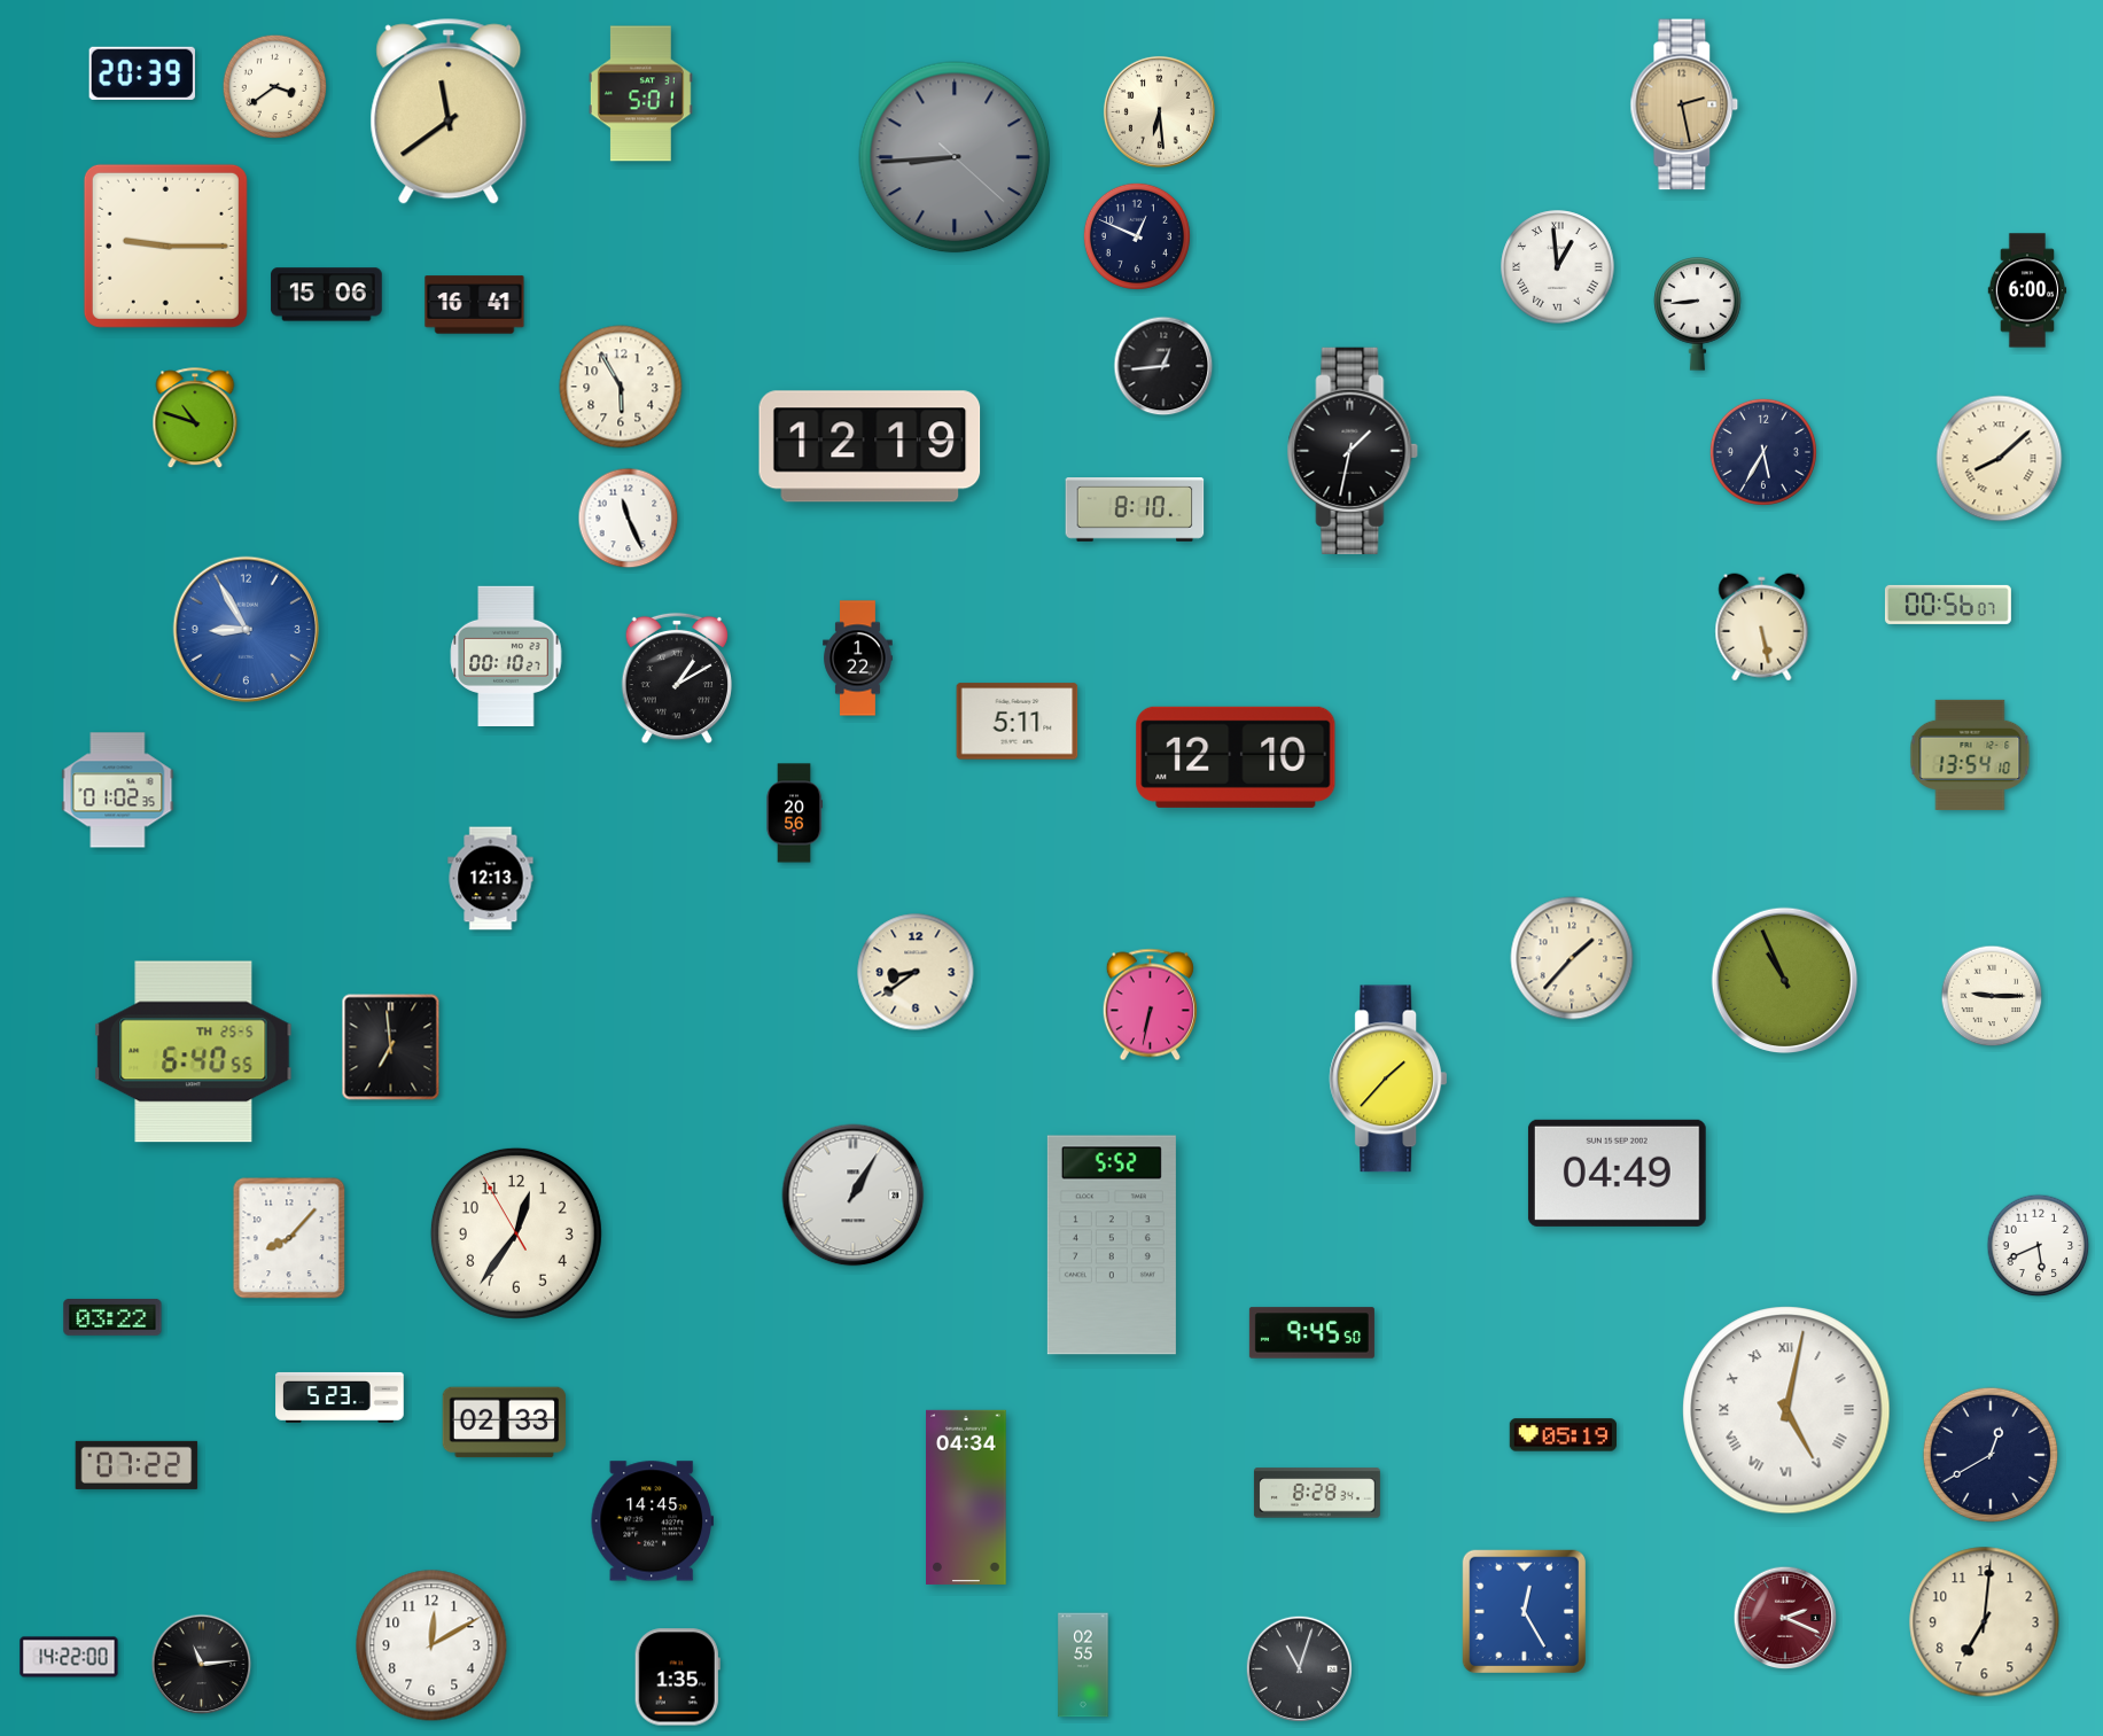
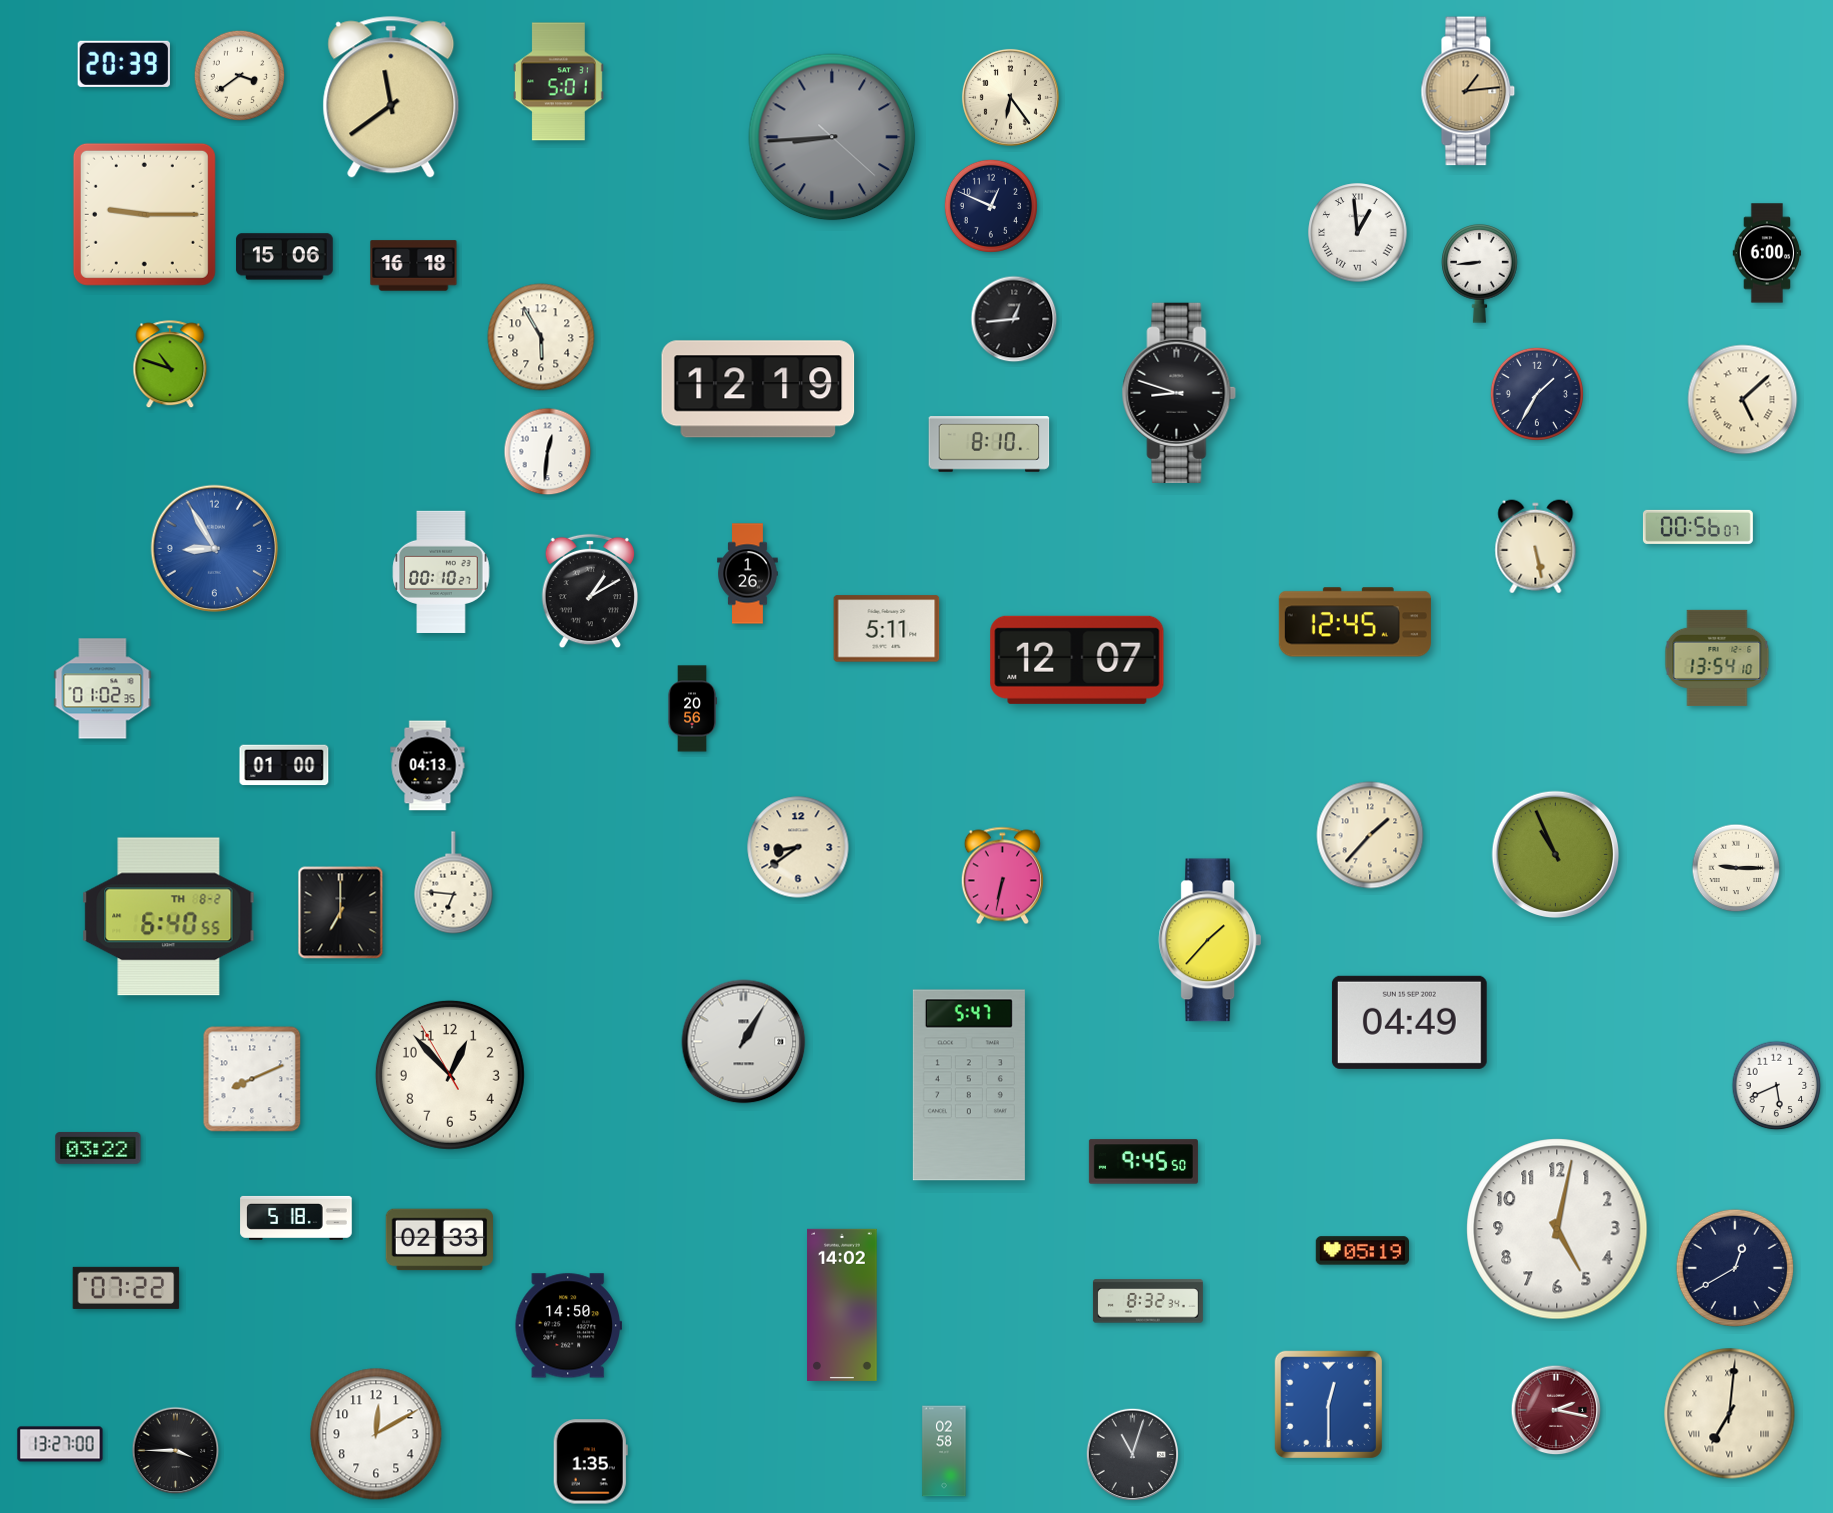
clock at (1684, 104): 2:28 -> 1:14
clock at (1159, 111): 6:29 -> 6:24
clock at (475, 305): 16:41 -> 16:18
clock at (1353, 451): 1:32 -> 8:48
clock at (1763, 452): 5:35 -> 1:35
clock at (2000, 459): 8:08 -> 5:08
clock at (629, 519): 11:26 -> 12:31
clock at (858, 659): 1:22 -> 1:26
clock at (1355, 622): none -> 12:45
clock at (1236, 757): 12:10 -> 12:07
clock at (284, 765): none -> 01:00
clock at (491, 879): 12:13 -> 04:13
clock at (454, 883): none -> 6:46
clock at (391, 1048): 6:59 -> 7:00
clock at (194, 1052) date: TH 25-5 -> TH 8-2
clock at (516, 1233): 12:35 -> 12:52
clock at (289, 1238): 8:07 -> 8:11
clock at (1112, 1245): 5:52 -> 5:47
clock at (340, 1398): 5:23 -> 5:18
clock at (1786, 1410) numerals: Roman -> Arabic
clock at (137, 1465) position: (137, 1465) -> (126, 1288)
clock at (1317, 1493): 8:28 -> 8:32
clock at (966, 1497): 04:34 -> 14:02
clock at (652, 1521): 14:45 -> 14:50
clock at (1524, 1611): 12:25 -> 12:30
clock at (1785, 1618): 2:19 -> 2:17
clock at (1985, 1622) numerals: Arabic -> Roman
clock at (69, 1657): 14:22 -> 13:27
clock at (202, 1665): 11:14 -> 3:45
clock at (1083, 1665): 02:55 -> 02:58
